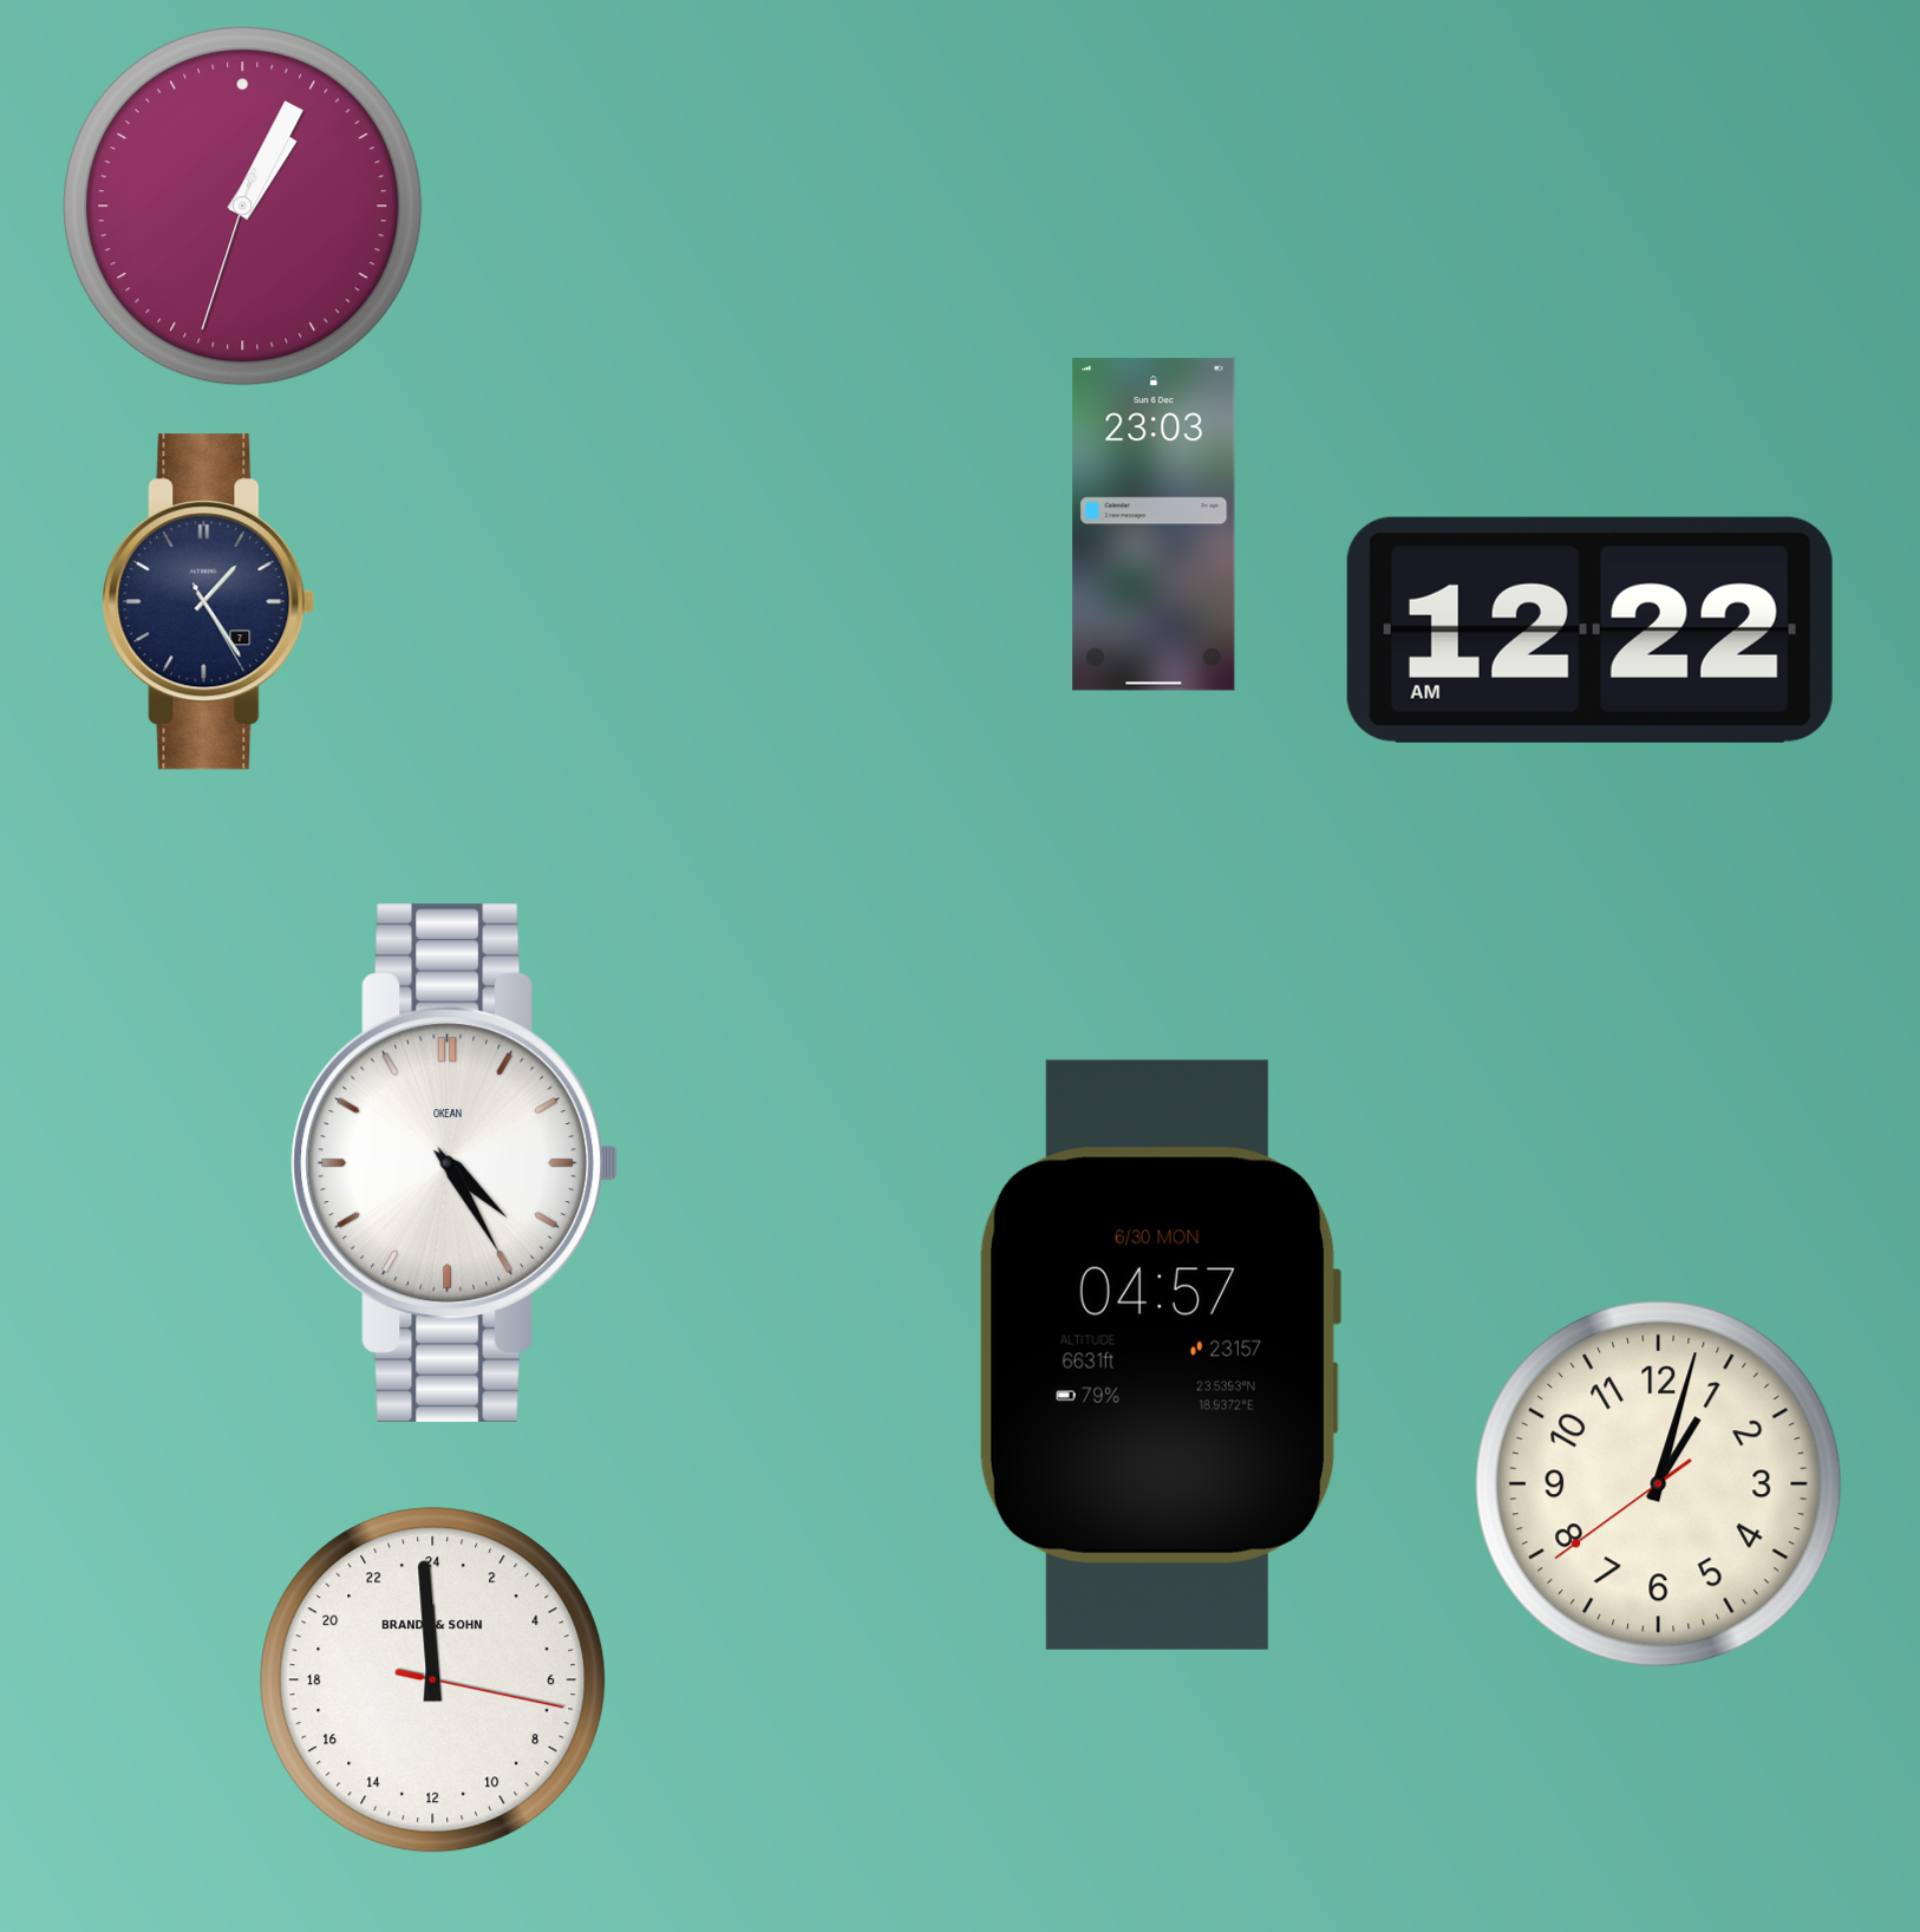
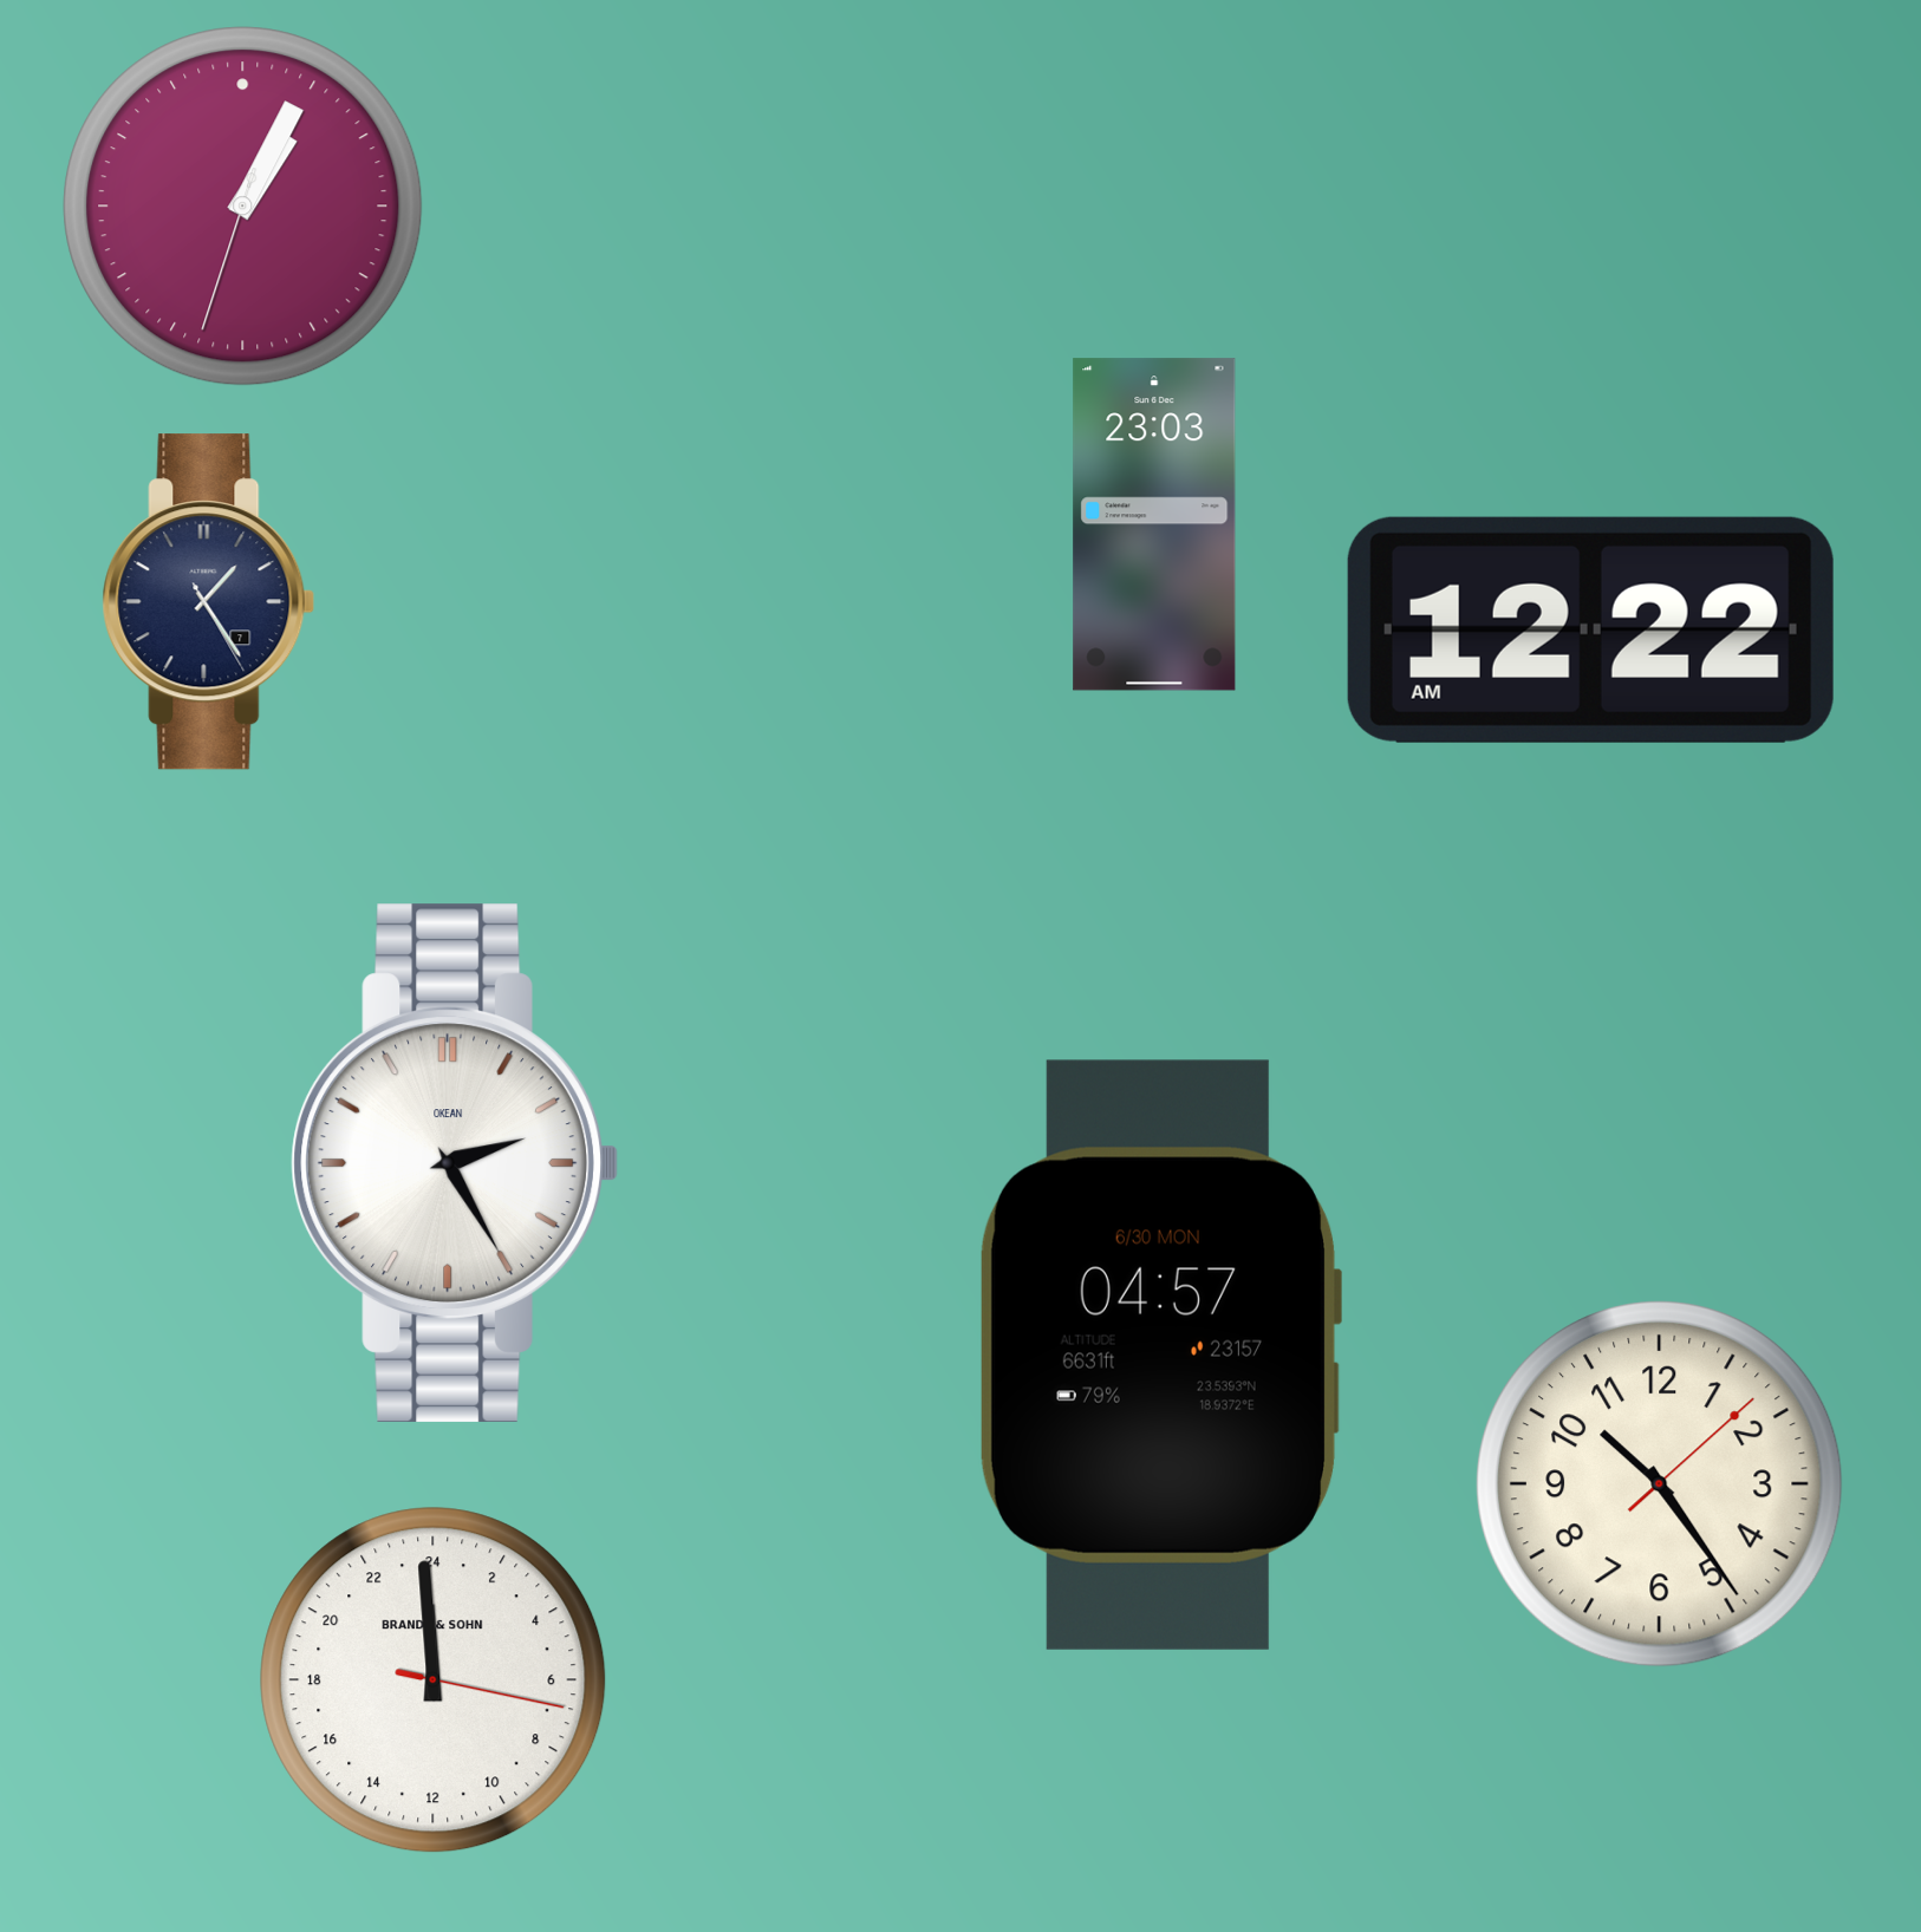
clock at (453, 1163): 4:25 -> 2:25
clock at (1659, 1484): 1:02 -> 10:24
